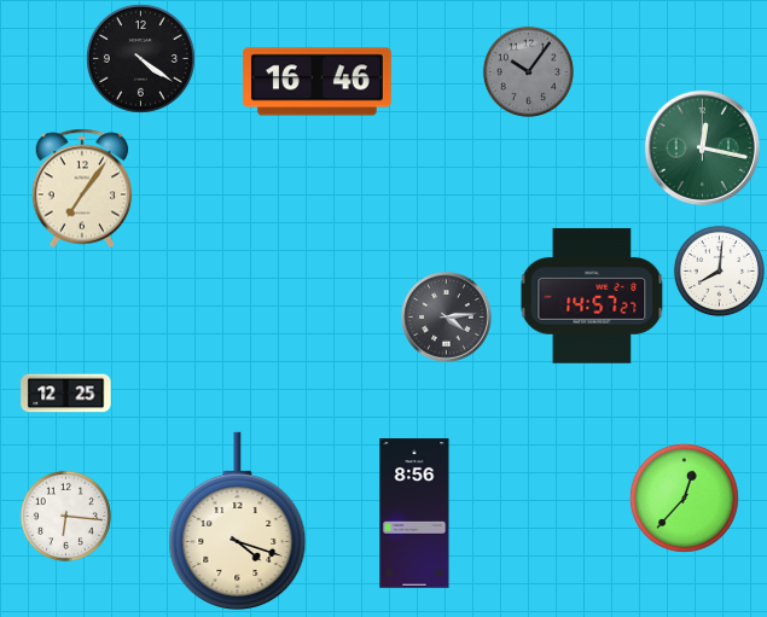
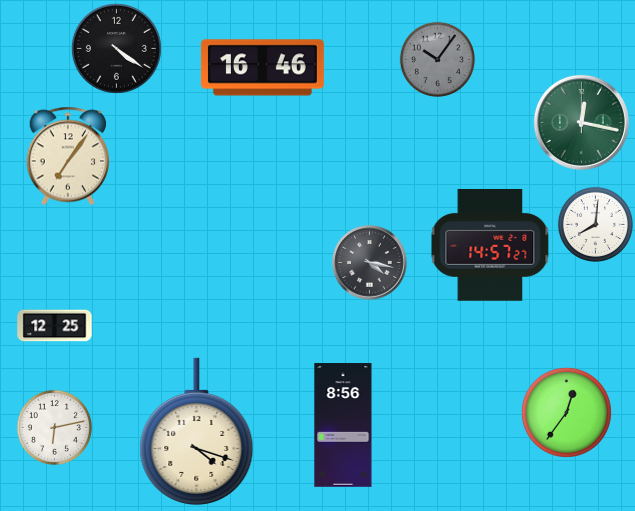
clock at (447, 318): 4:14 -> 4:17
clock at (684, 497): 12:37 -> 12:36
clock at (65, 516): 6:16 -> 6:13
